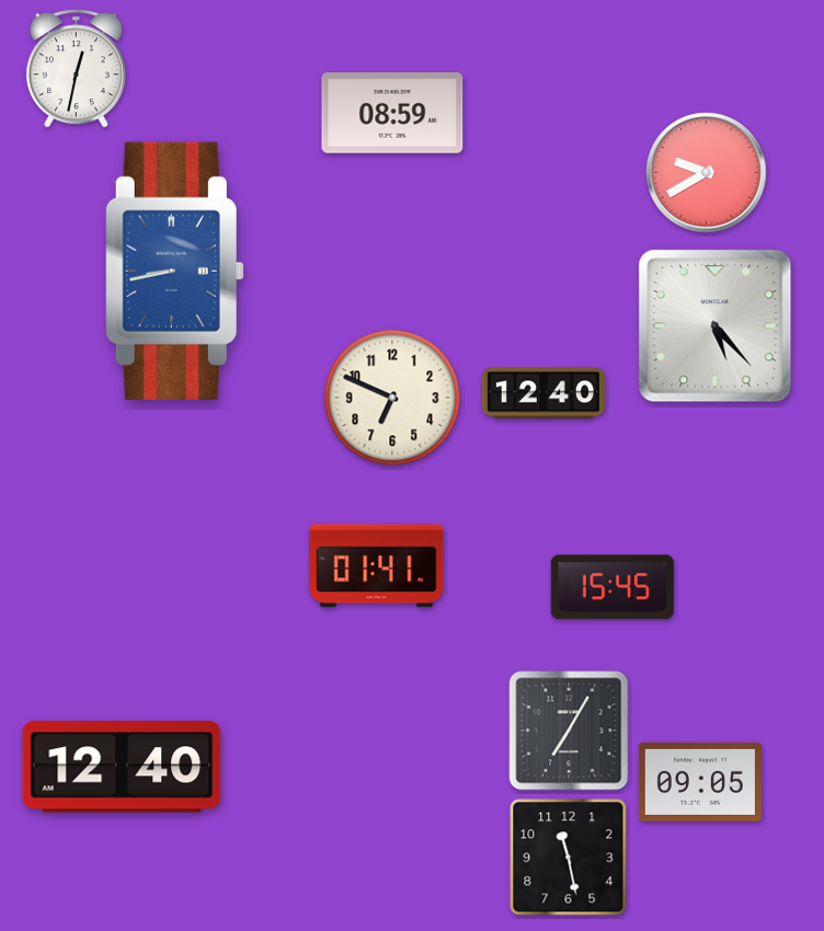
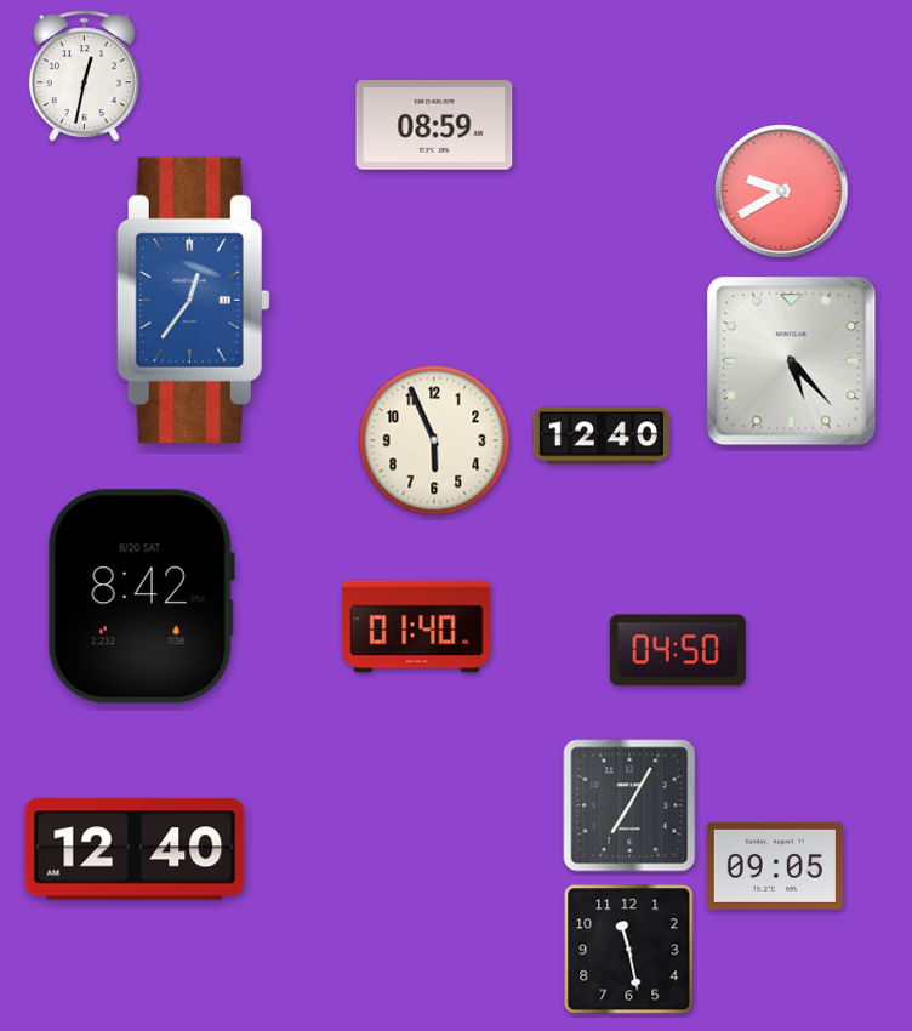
clock at (174, 271): 8:43 -> 12:36
clock at (392, 398): 6:49 -> 5:56
clock at (141, 597): none -> 8:42
clock at (377, 566): 01:41 -> 01:40
clock at (613, 587): 15:45 -> 04:50
clock at (569, 731) position: (569, 731) -> (629, 805)
